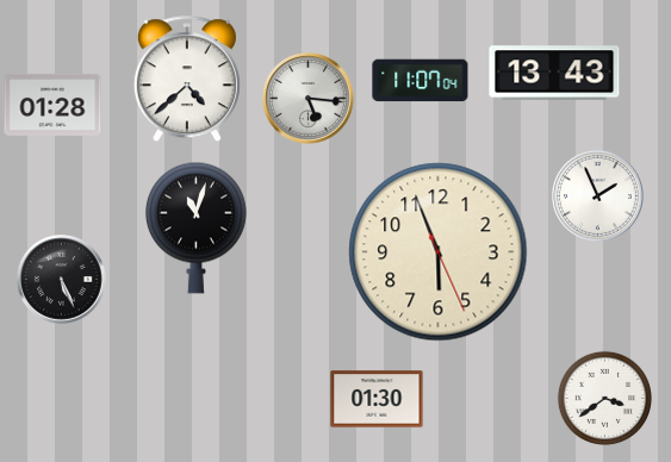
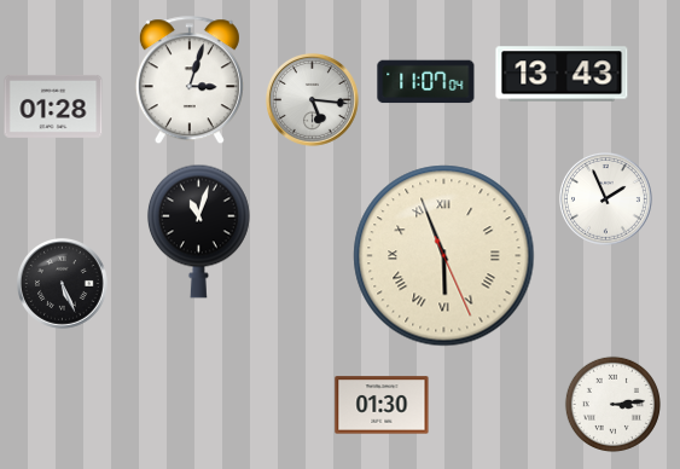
clock at (187, 80): 4:38 -> 3:03
clock at (439, 252) numerals: Arabic -> Roman
clock at (604, 398): 3:39 -> 3:14
